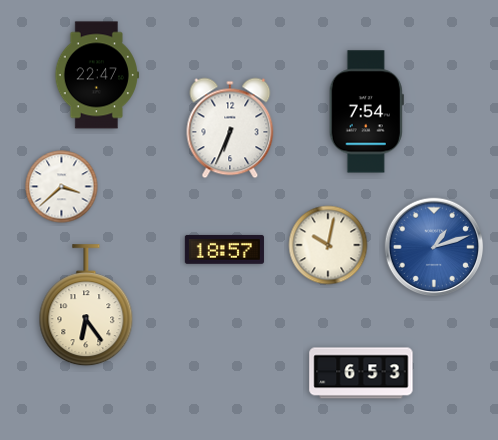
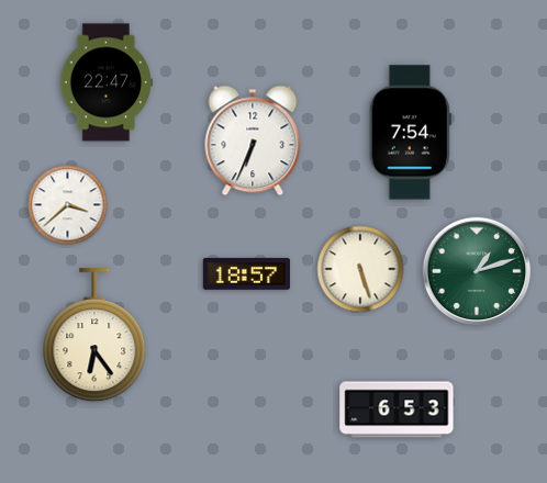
clock at (366, 112) position: (366, 112) -> (410, 133)
clock at (328, 245): 10:02 -> 5:27
clock at (434, 247) dial: blue -> green
